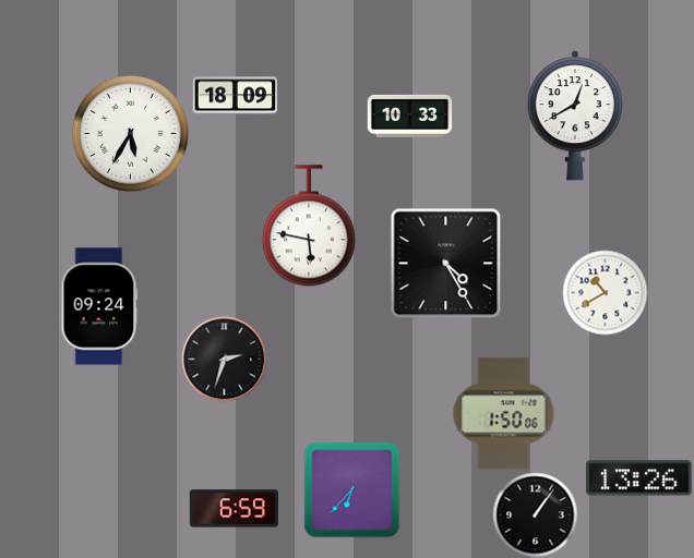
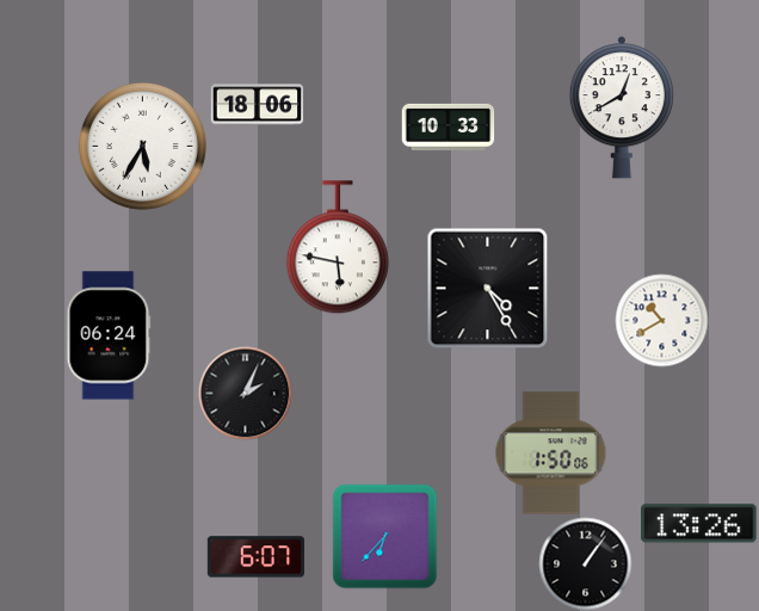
clock at (235, 96): 18:09 -> 18:06
clock at (575, 116) position: (575, 116) -> (622, 107)
clock at (99, 306): 09:24 -> 06:24
clock at (224, 359): 2:33 -> 2:04
clock at (234, 509): 6:59 -> 6:07
